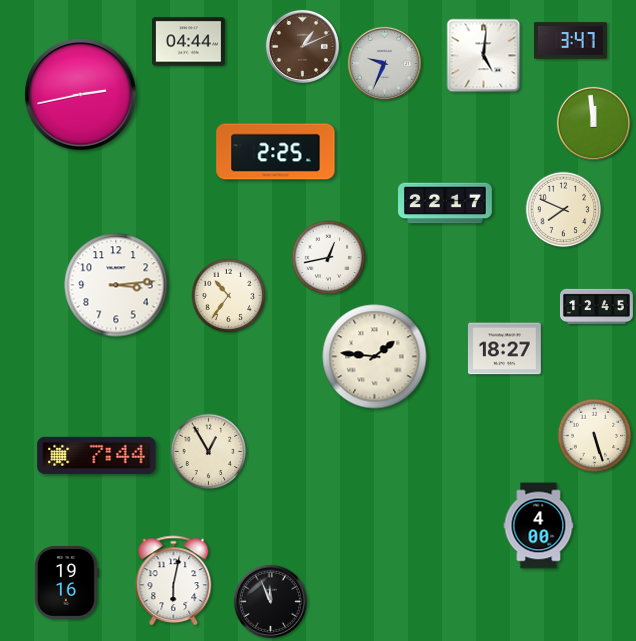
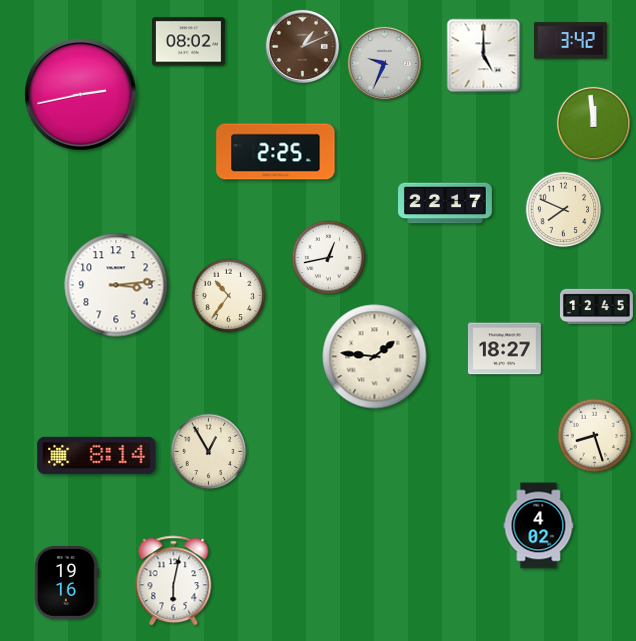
clock at (570, 41): 3:47 -> 3:42
clock at (188, 42): 04:44 -> 08:02
clock at (484, 56): 5:01 -> 5:00
clock at (595, 436): 5:27 -> 8:27
clock at (97, 455): 7:44 -> 8:14
clock at (539, 526): 4:00 -> 4:02
clock at (270, 601): 11:56 -> none
